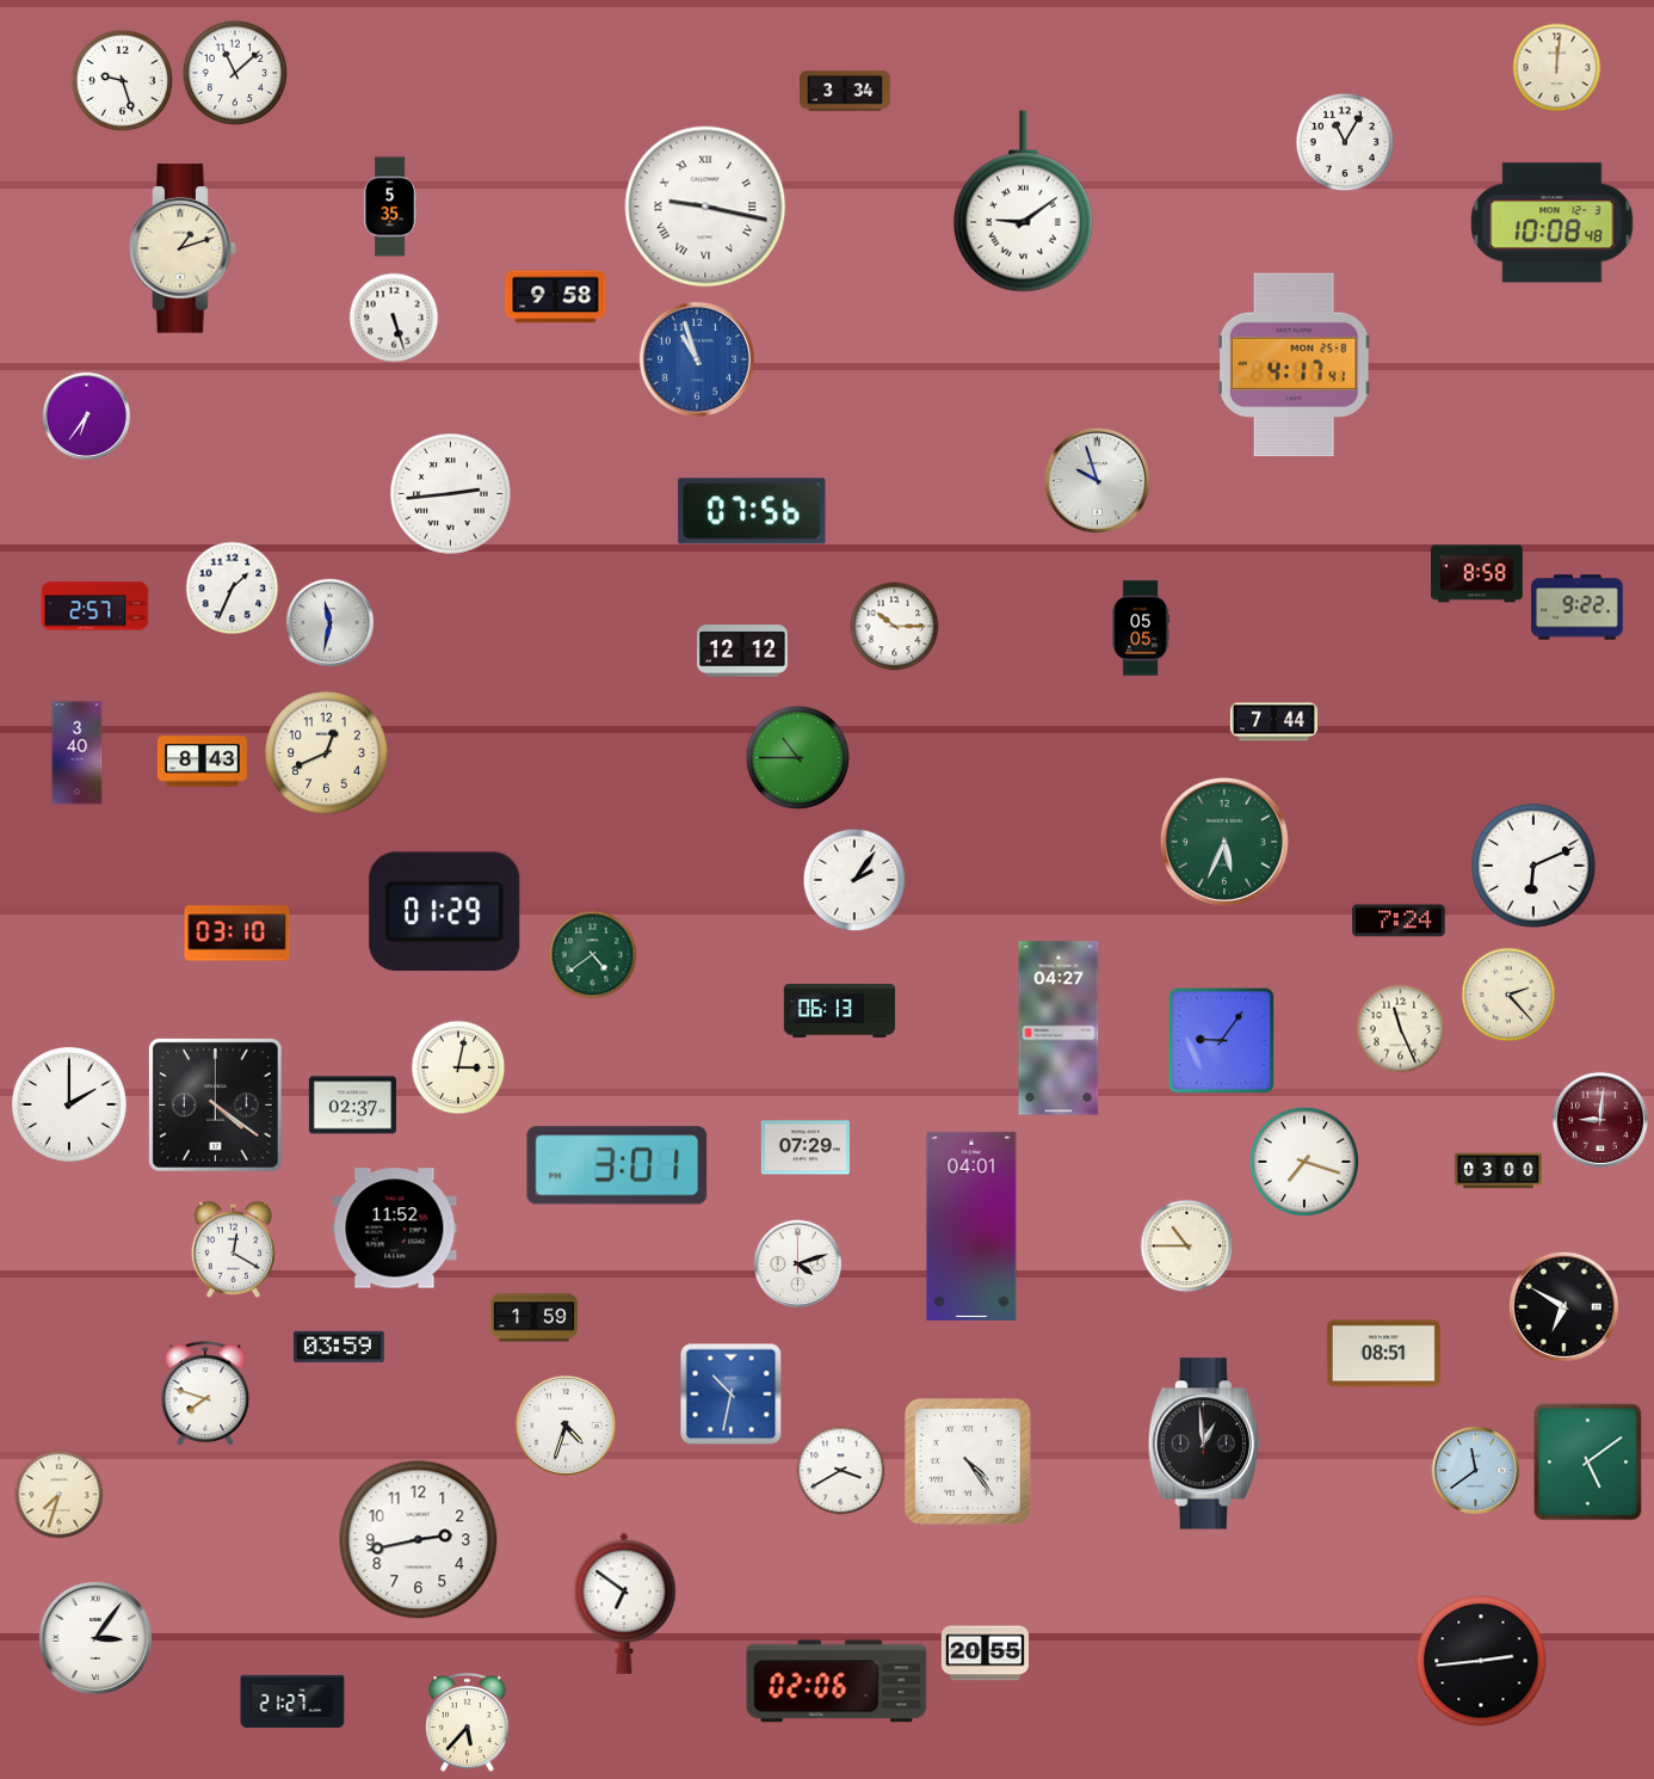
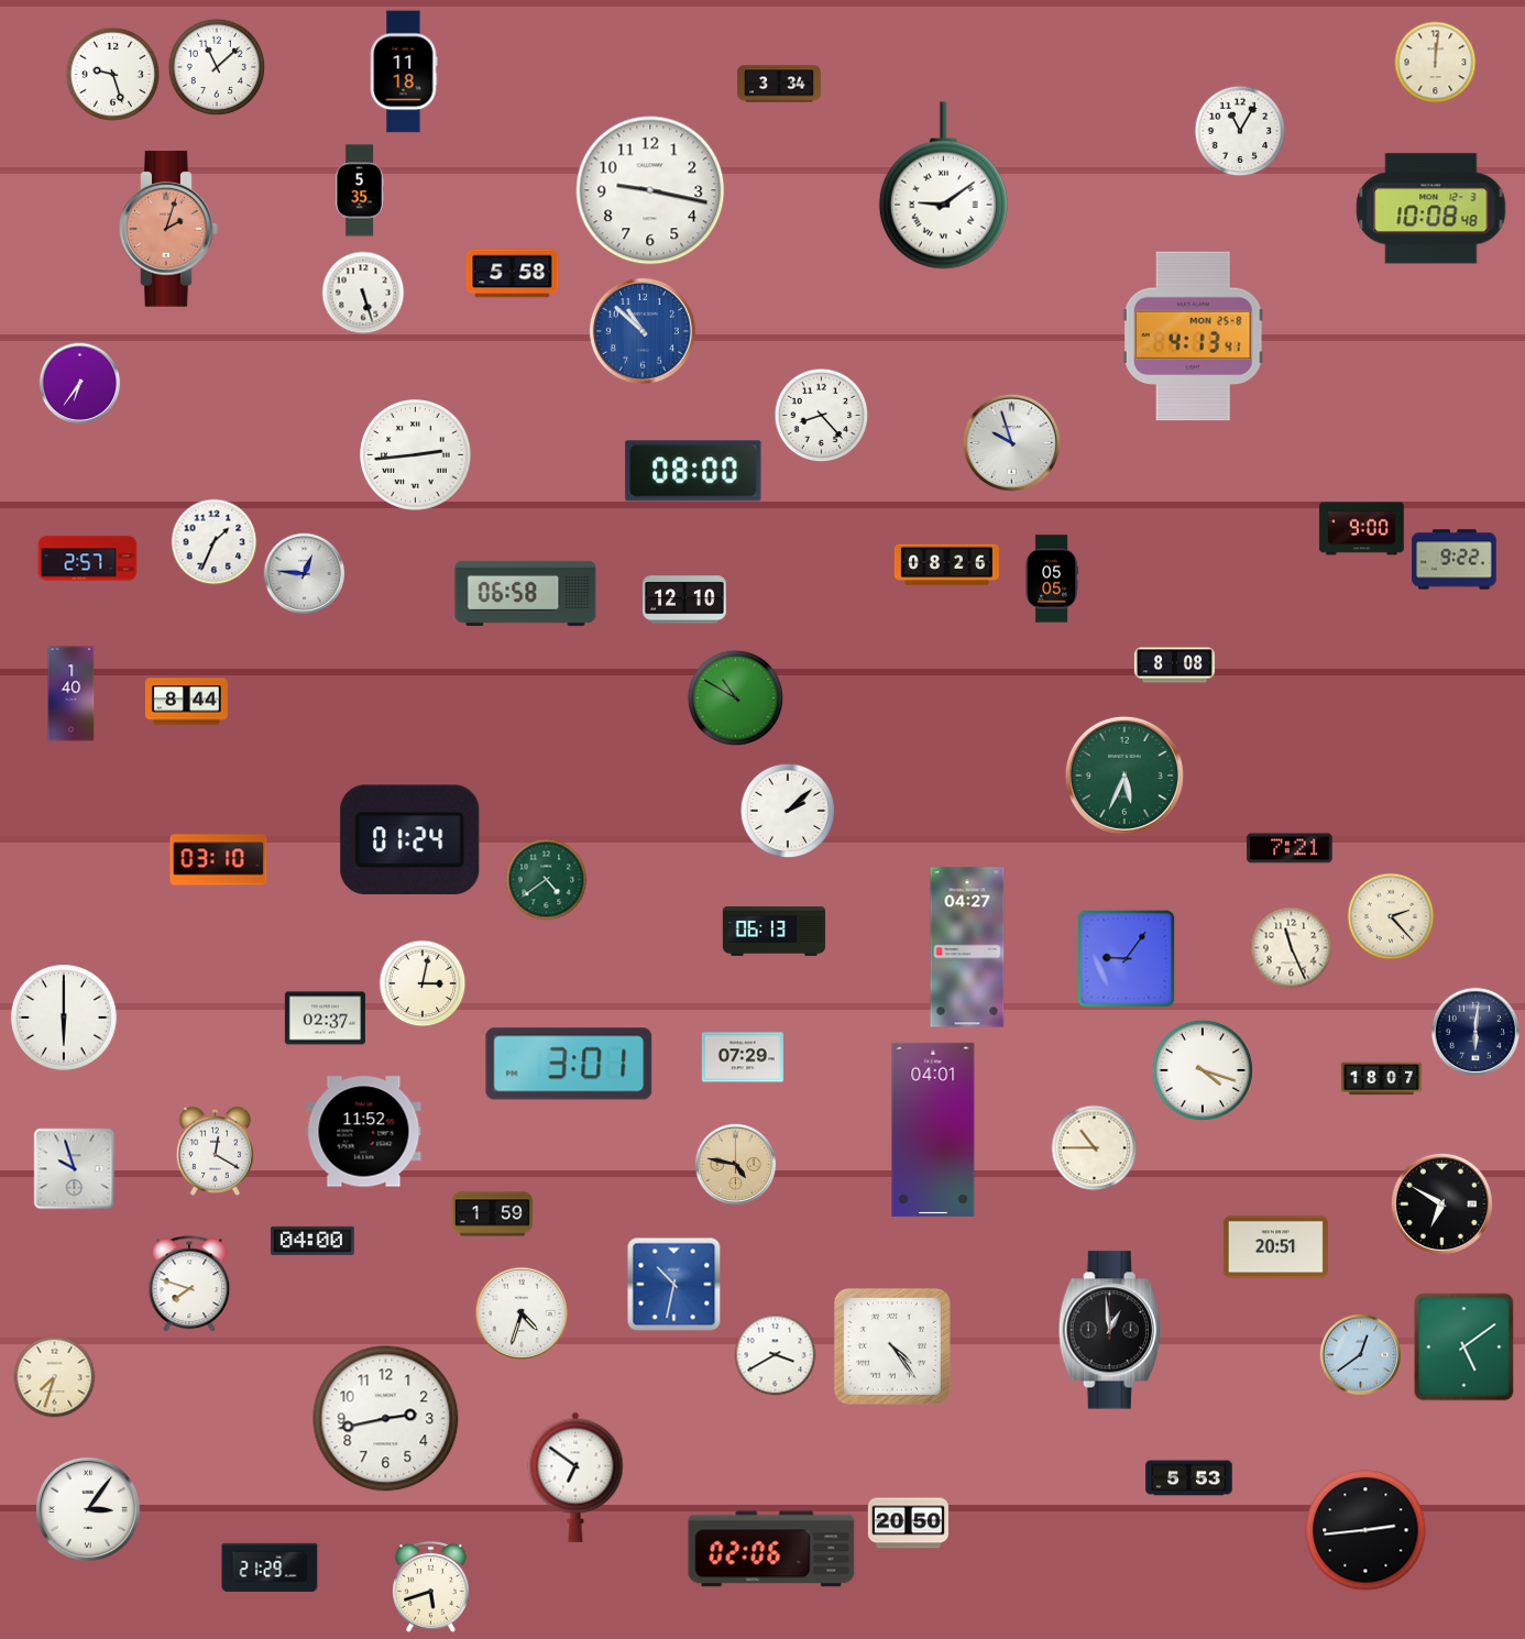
clock at (404, 71): none -> 11:18
clock at (705, 207) numerals: Roman -> Arabic
clock at (1553, 223) position: (1553, 223) -> (1431, 209)
clock at (183, 248): 1:12 -> 2:03
clock at (183, 248) dial: cream -> salmon
clock at (556, 297): 9:58 -> 5:58
clock at (697, 359): 10:57 -> 10:52
clock at (1294, 365): 4:17 -> 4:13
clock at (822, 416): none -> 8:23
clock at (752, 511): 07:56 -> 08:00
clock at (1477, 574): 8:58 -> 9:00
clock at (946, 565): none -> 08:26
clock at (331, 623): 11:32 -> 12:46
clock at (895, 627): 10:15 -> none
clock at (526, 593): none -> 06:58
clock at (743, 651): 12:12 -> 12:10
clock at (1273, 722): 7:44 -> 8:08
clock at (78, 753): 3:40 -> 1:40
clock at (327, 753): 12:41 -> none
clock at (798, 758): 10:45 -> 10:50
clock at (202, 762): 8:43 -> 8:44
clock at (1224, 842) position: (1224, 842) -> (1124, 776)
clock at (1533, 866): 6:11 -> none
clock at (854, 880): 2:06 -> 2:08
clock at (445, 911): 01:29 -> 01:24
clock at (1399, 921): 7:24 -> 7:21
clock at (1059, 1028) position: (1059, 1028) -> (967, 947)
clock at (69, 1104): 2:00 -> 6:00
clock at (216, 1106): 4:21 -> none
clock at (1600, 1120): 9:01 -> 6:01
clock at (1600, 1120) dial: burgundy -> navy
clock at (1304, 1162): 7:18 -> 4:18
clock at (617, 1165) position: (617, 1165) -> (569, 1064)
clock at (1498, 1171): 03:00 -> 18:07
clock at (971, 1226) position: (971, 1226) -> (933, 1130)
clock at (798, 1264): 4:12 -> 4:47
clock at (798, 1264) dial: white -> champagne
clock at (75, 1169): none -> 9:57
clock at (340, 1347): 03:59 -> 04:00
clock at (1383, 1354): 08:51 -> 20:51
clock at (1476, 1471): 11:39 -> 12:39
clock at (1189, 1478): none -> 5:53
clock at (985, 1654): 20:55 -> 20:50
clock at (292, 1701): 21:27 -> 21:29
clock at (468, 1722): 5:37 -> 5:42
